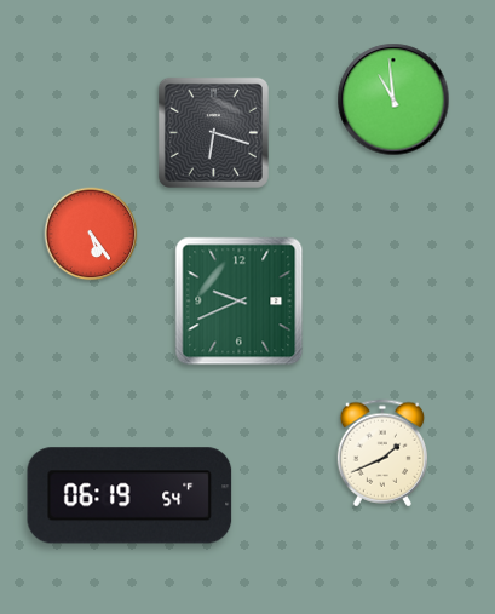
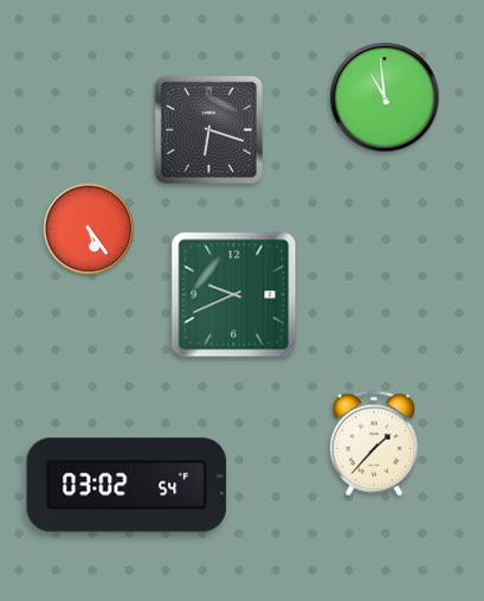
clock at (382, 453): 1:41 -> 1:37
clock at (129, 495): 06:19 -> 03:02
